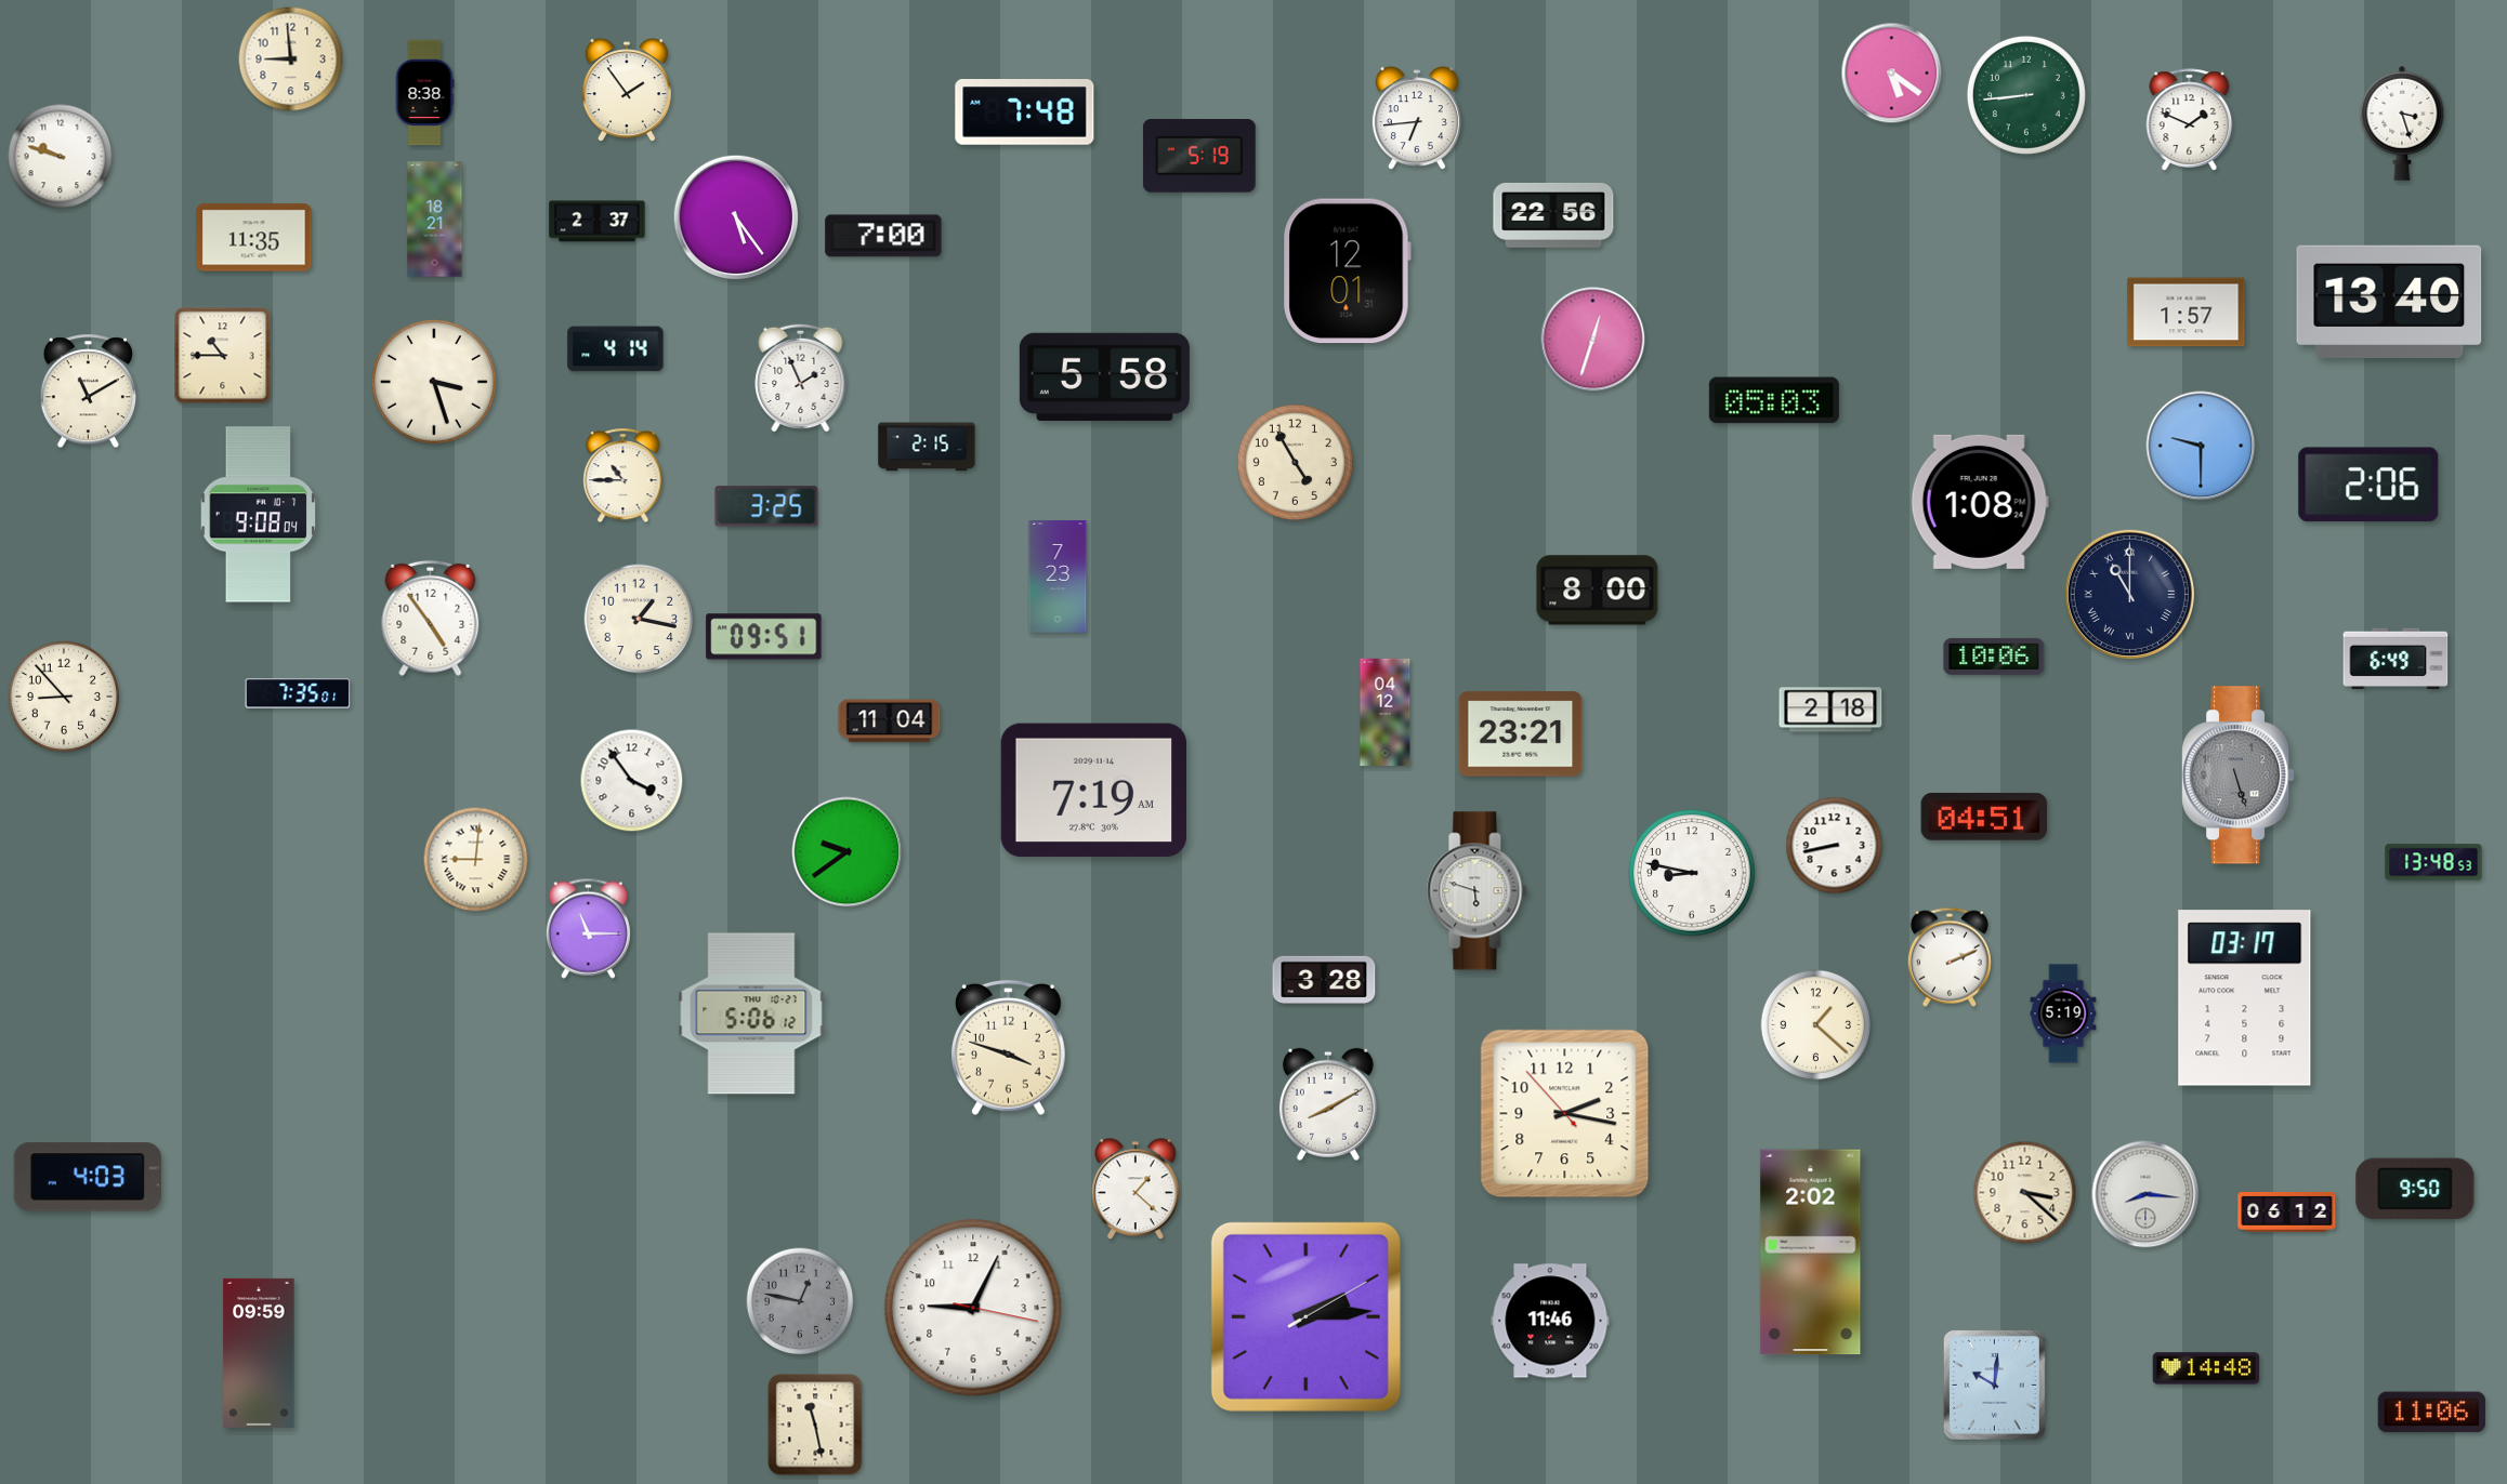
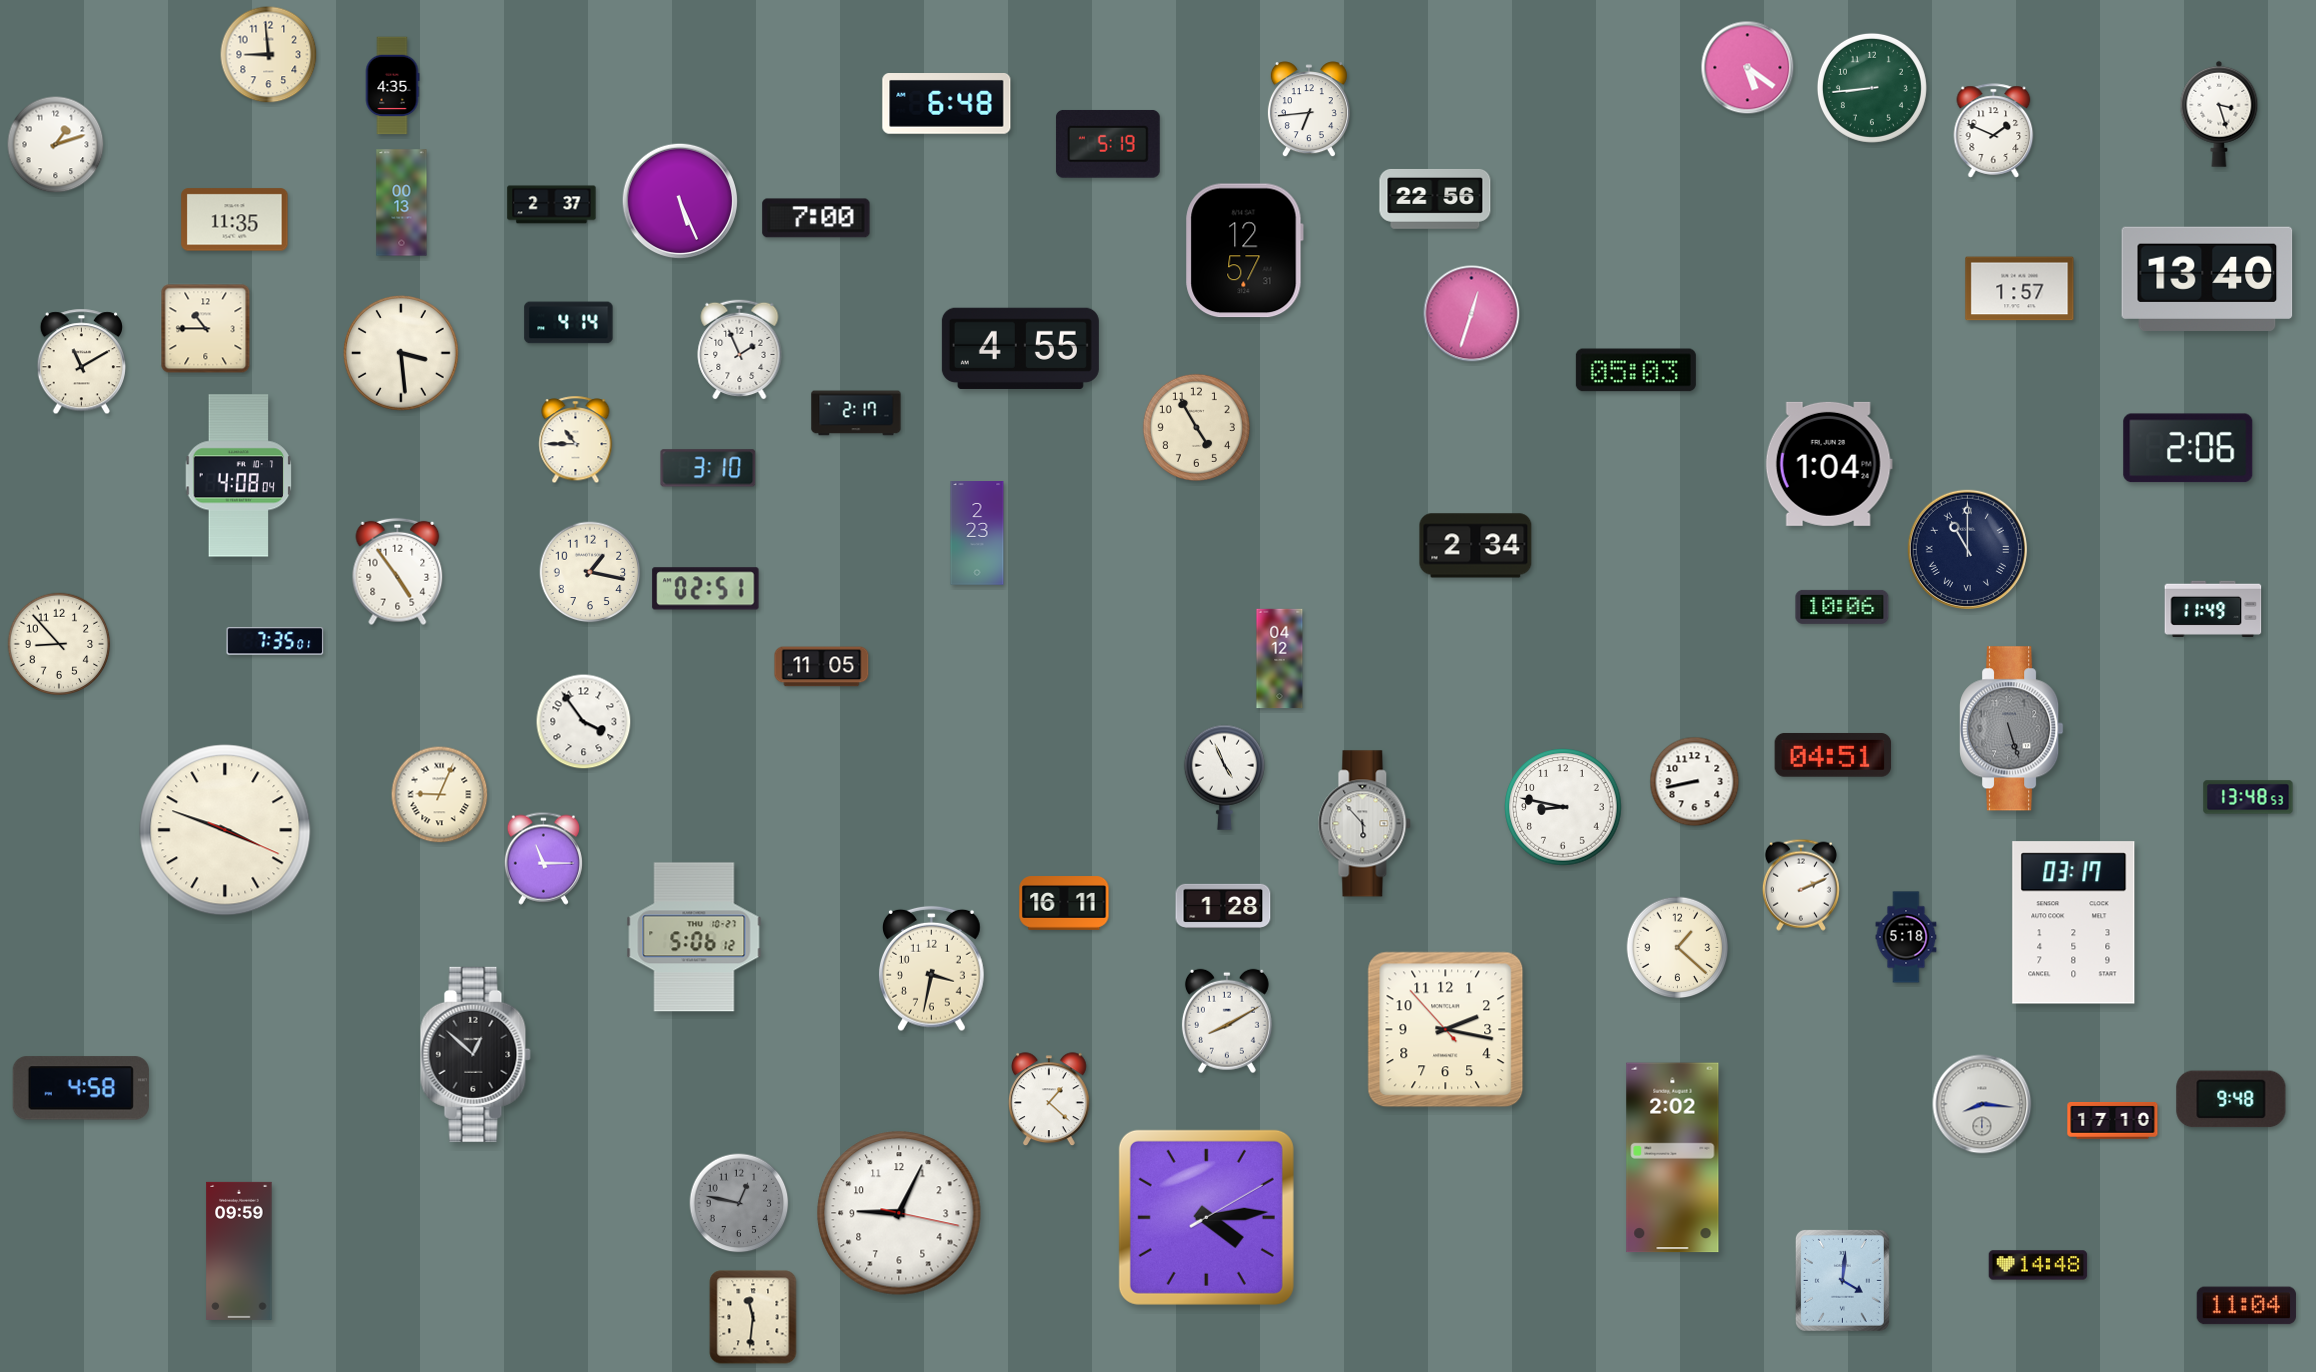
clock at (627, 91): 1:54 -> none
clock at (424, 93): 8:38 -> 4:35
clock at (1025, 112): 7:48 -> 6:48
clock at (2190, 120) position: (2190, 120) -> (1994, 131)
clock at (61, 157): 9:48 -> 1:12
clock at (736, 217): 5:24 -> 5:26
clock at (435, 220): 18:21 -> 00:13
clock at (1347, 271): 12:01 -> 12:57
clock at (1104, 376): 5:58 -> 4:55
clock at (435, 383): 3:27 -> 3:29
clock at (1774, 400) position: (1774, 400) -> (1636, 370)
clock at (2201, 446): 9:30 -> none
clock at (927, 447): 2:15 -> 2:17
clock at (1980, 502): 1:08 -> 1:04
clock at (766, 506): 3:25 -> 3:10
clock at (259, 515): 9:08 -> 4:08
clock at (1058, 577): 7:23 -> 2:23
clock at (1598, 591): 8:00 -> 2:34
clock at (764, 637): 09:51 -> 02:51
clock at (2396, 658): 6:49 -> 11:49
clock at (1830, 710): 2:18 -> none
clock at (890, 721): 11:04 -> 11:05
clock at (1521, 734): 23:21 -> none
clock at (2239, 776) position: (2239, 776) -> (2012, 729)
clock at (1094, 790): 7:19 -> none
clock at (1224, 777): none -> 4:56
clock at (848, 852): 9:39 -> none
clock at (476, 860): 9:01 -> 9:04
clock at (1478, 891): 5:48 -> 5:53
clock at (225, 830): none -> 3:48
clock at (1064, 903): none -> 16:11
clock at (1324, 980): 3:28 -> 1:28
clock at (2063, 1013): 5:19 -> 5:18
clock at (1009, 1048): 3:48 -> 3:32
clock at (475, 1054): none -> 12:52
clock at (88, 1177): 4:03 -> 4:58
clock at (2415, 1189): 9:50 -> 9:48
clock at (2025, 1193): 3:22 -> none
clock at (2287, 1213): 06:12 -> 17:10
clock at (973, 1308) position: (973, 1308) -> (899, 1213)
clock at (1305, 1316): 2:14 -> 4:14
clock at (1550, 1321): 11:46 -> none
clock at (1994, 1384): 10:01 -> 4:01
clock at (2431, 1413): 11:06 -> 11:04
clock at (815, 1425): 11:28 -> 11:31
